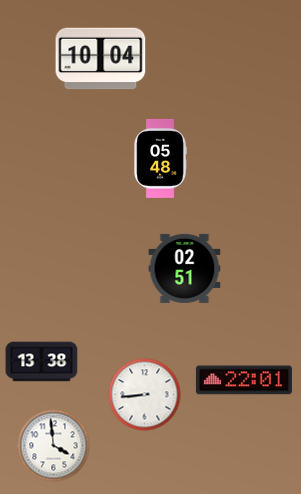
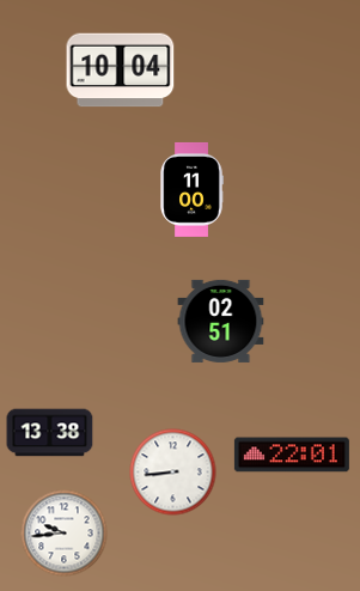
clock at (160, 158): 05:48 -> 11:00
clock at (54, 446): 3:59 -> 9:44
